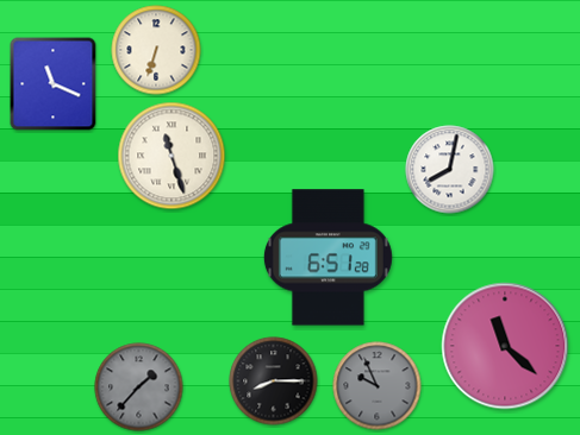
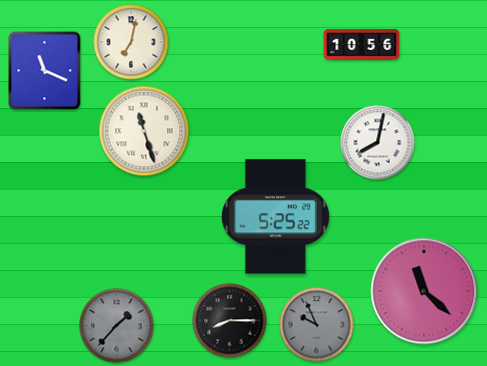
clock at (156, 50): 6:33 -> 7:02
clock at (362, 45): none -> 10:56
clock at (328, 258): 6:51 -> 5:25
